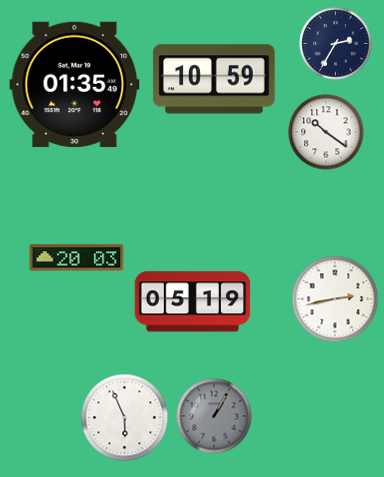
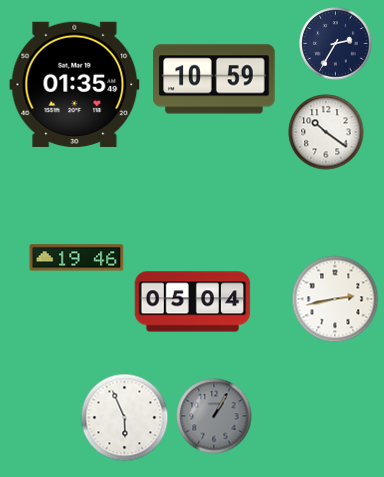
clock at (77, 258): 20:03 -> 19:46
clock at (193, 302): 05:19 -> 05:04
